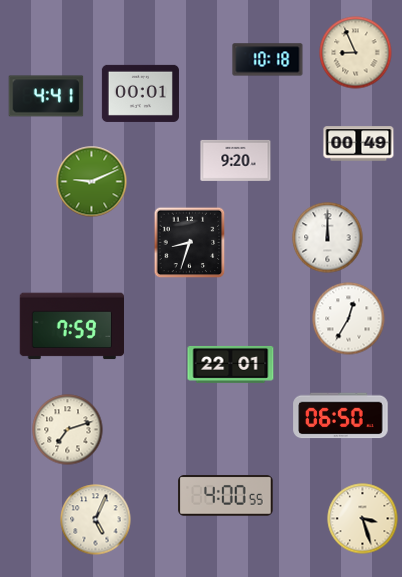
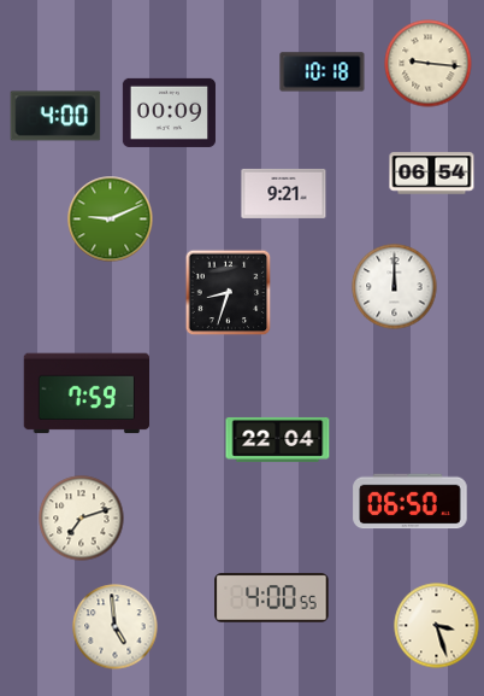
clock at (356, 53): 8:56 -> 9:16
clock at (140, 93): 00:01 -> 00:09
clock at (46, 96): 4:41 -> 4:00
clock at (359, 144): 00:49 -> 06:54
clock at (236, 160): 9:20 -> 9:21
clock at (349, 319): 12:35 -> none
clock at (231, 364): 22:01 -> 22:04
clock at (96, 520): 5:04 -> 4:59
